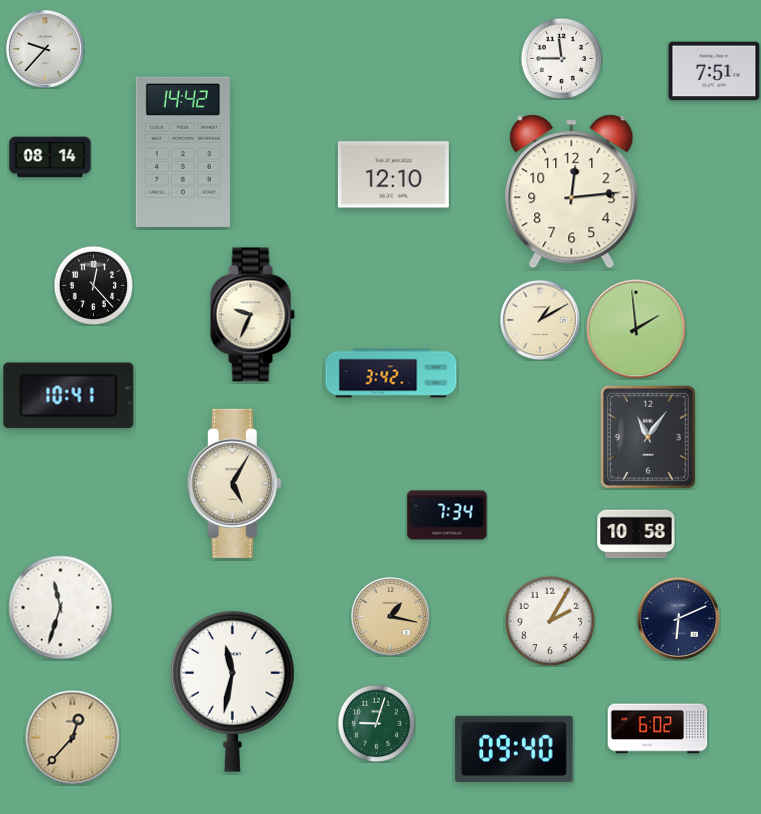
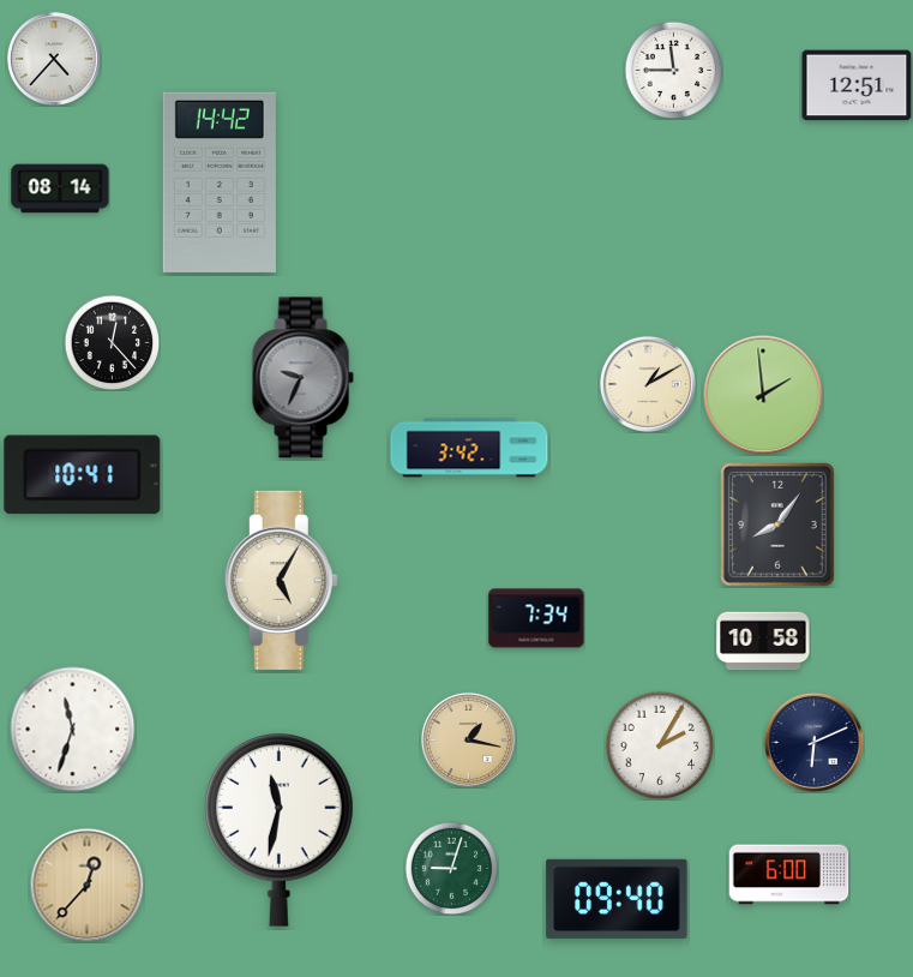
clock at (45, 49): 9:37 -> 4:37
clock at (714, 71): 7:51 -> 12:51
clock at (393, 175): 12:10 -> none
clock at (572, 192): 12:14 -> none
clock at (252, 315) dial: cream -> grey
clock at (648, 437): 11:06 -> 8:06
clock at (658, 729): 6:02 -> 6:00
